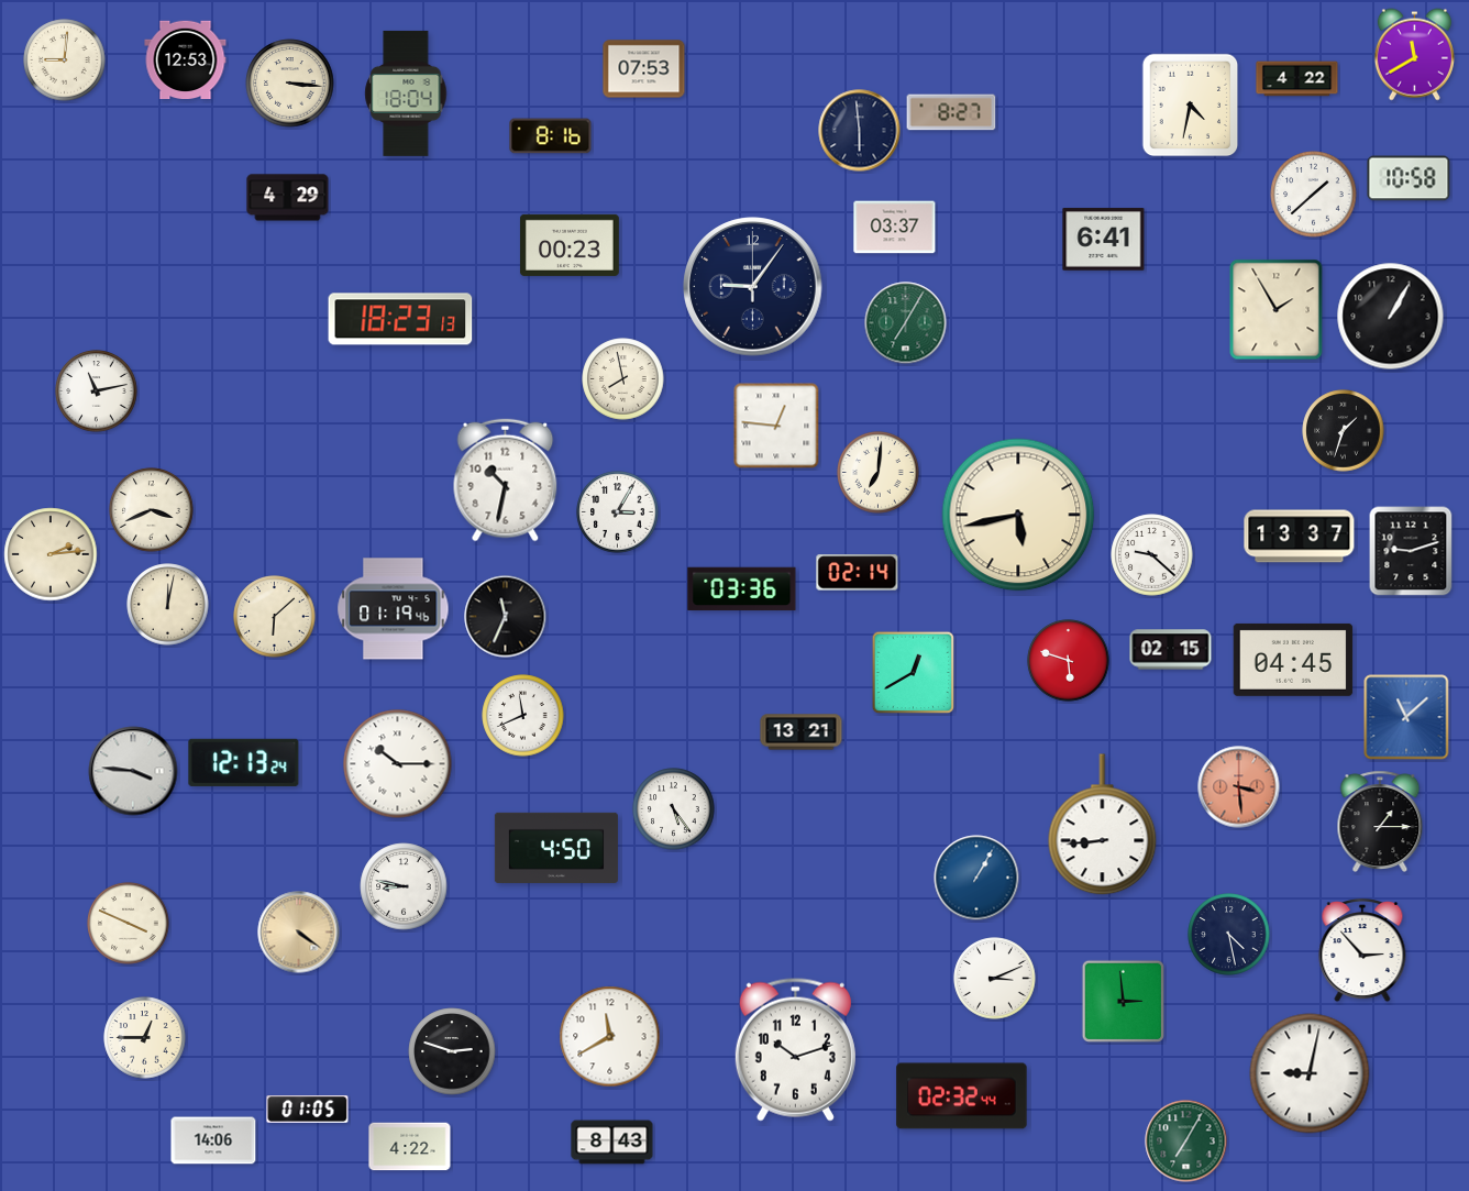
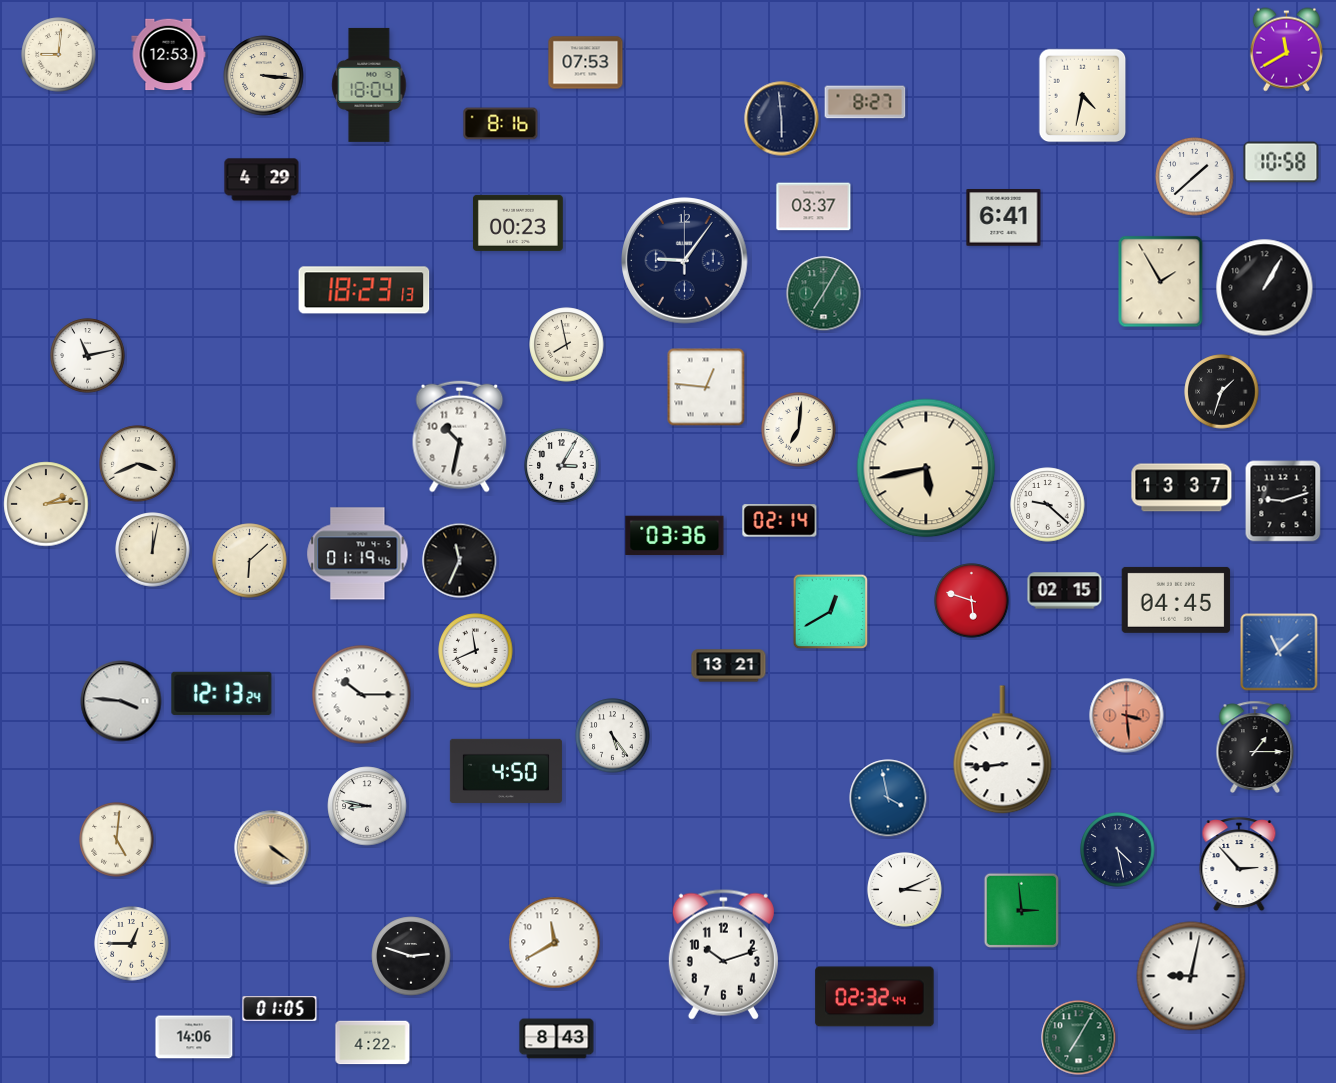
clock at (1297, 79): 4:22 -> none
clock at (976, 878): 1:05 -> 3:58
clock at (129, 924): 3:49 -> 5:01
